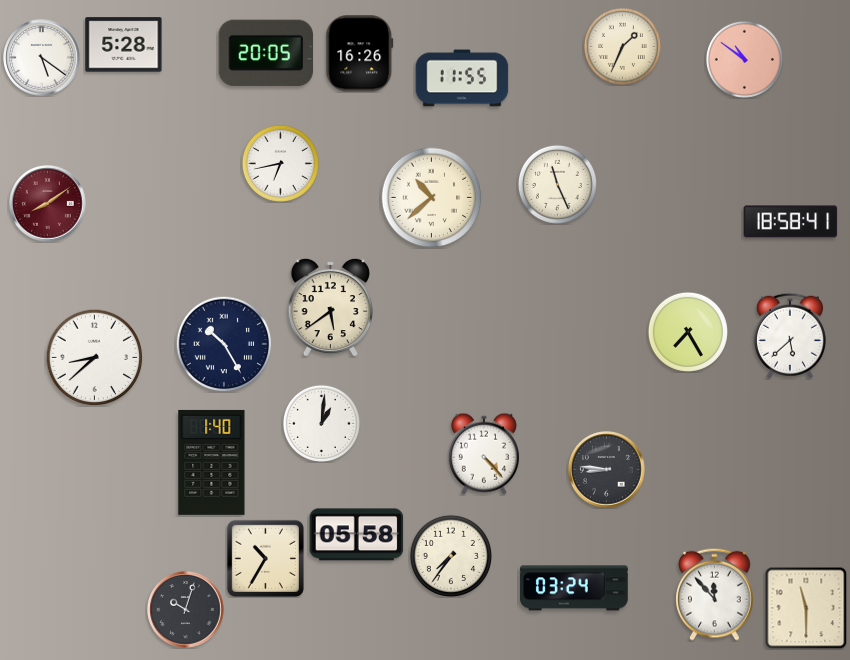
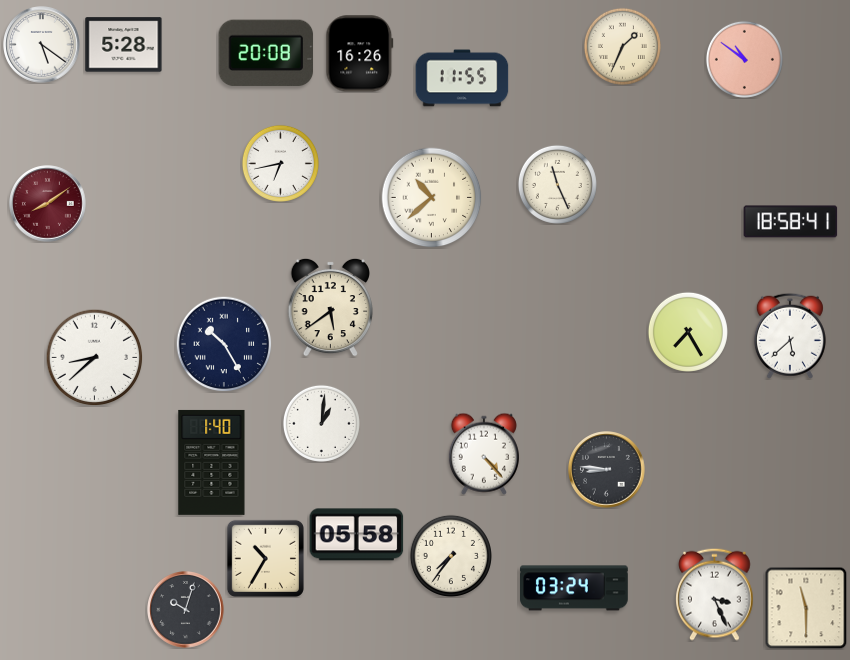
clock at (266, 53): 20:05 -> 20:08
clock at (42, 58) position: (42, 58) -> (42, 45)
clock at (715, 594): 11:53 -> 3:26
